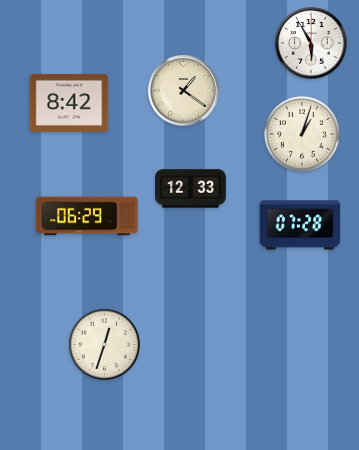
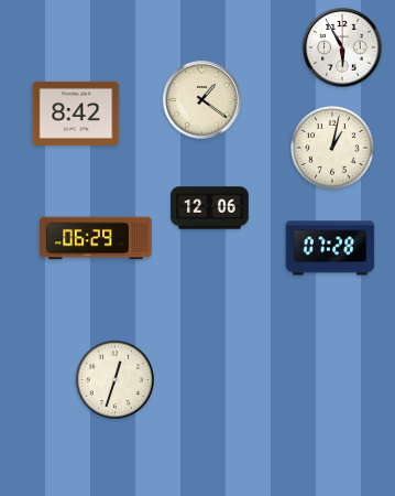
clock at (303, 135): 1:03 -> 1:02
clock at (191, 189): 12:33 -> 12:06
